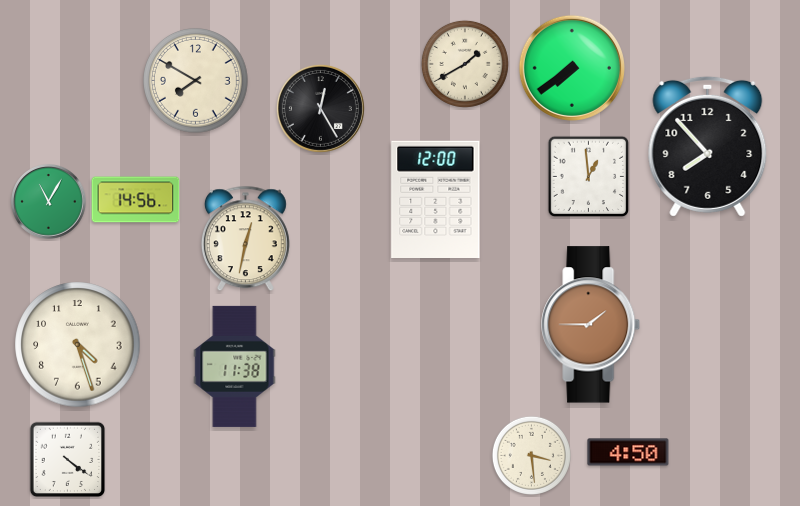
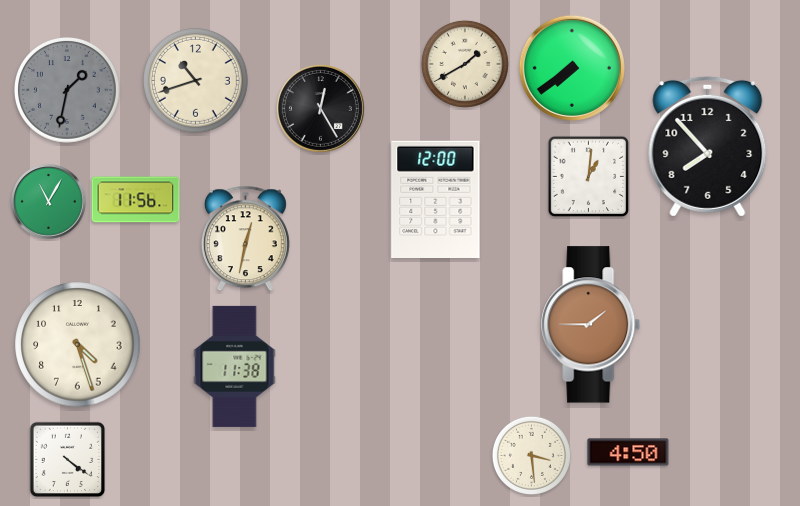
clock at (196, 81): 7:50 -> 10:42
clock at (68, 91): none -> 1:32
clock at (589, 177): 12:59 -> 1:01
clock at (136, 200): 14:56 -> 11:56
